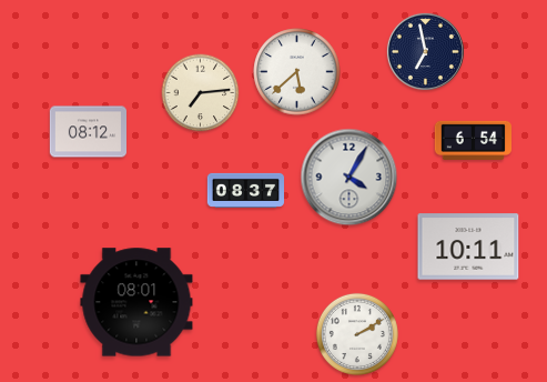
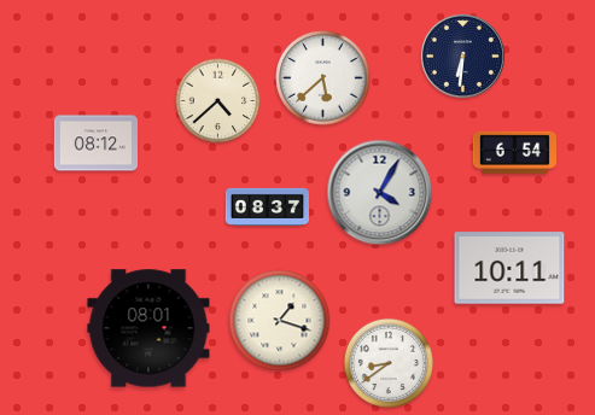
clock at (425, 51): 6:58 -> 6:31
clock at (201, 93): 7:14 -> 4:38
clock at (280, 321): none -> 1:18
clock at (357, 334): 2:10 -> 8:39
